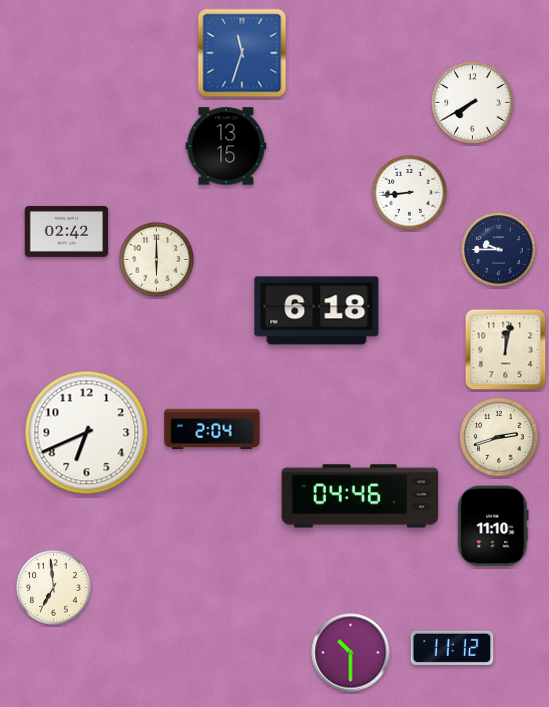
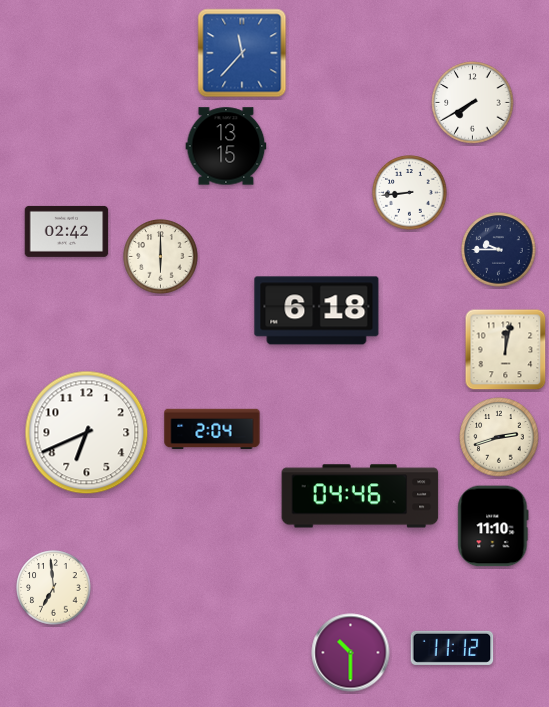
clock at (242, 53): 11:33 -> 11:37
clock at (157, 260) position: (157, 260) -> (161, 257)
